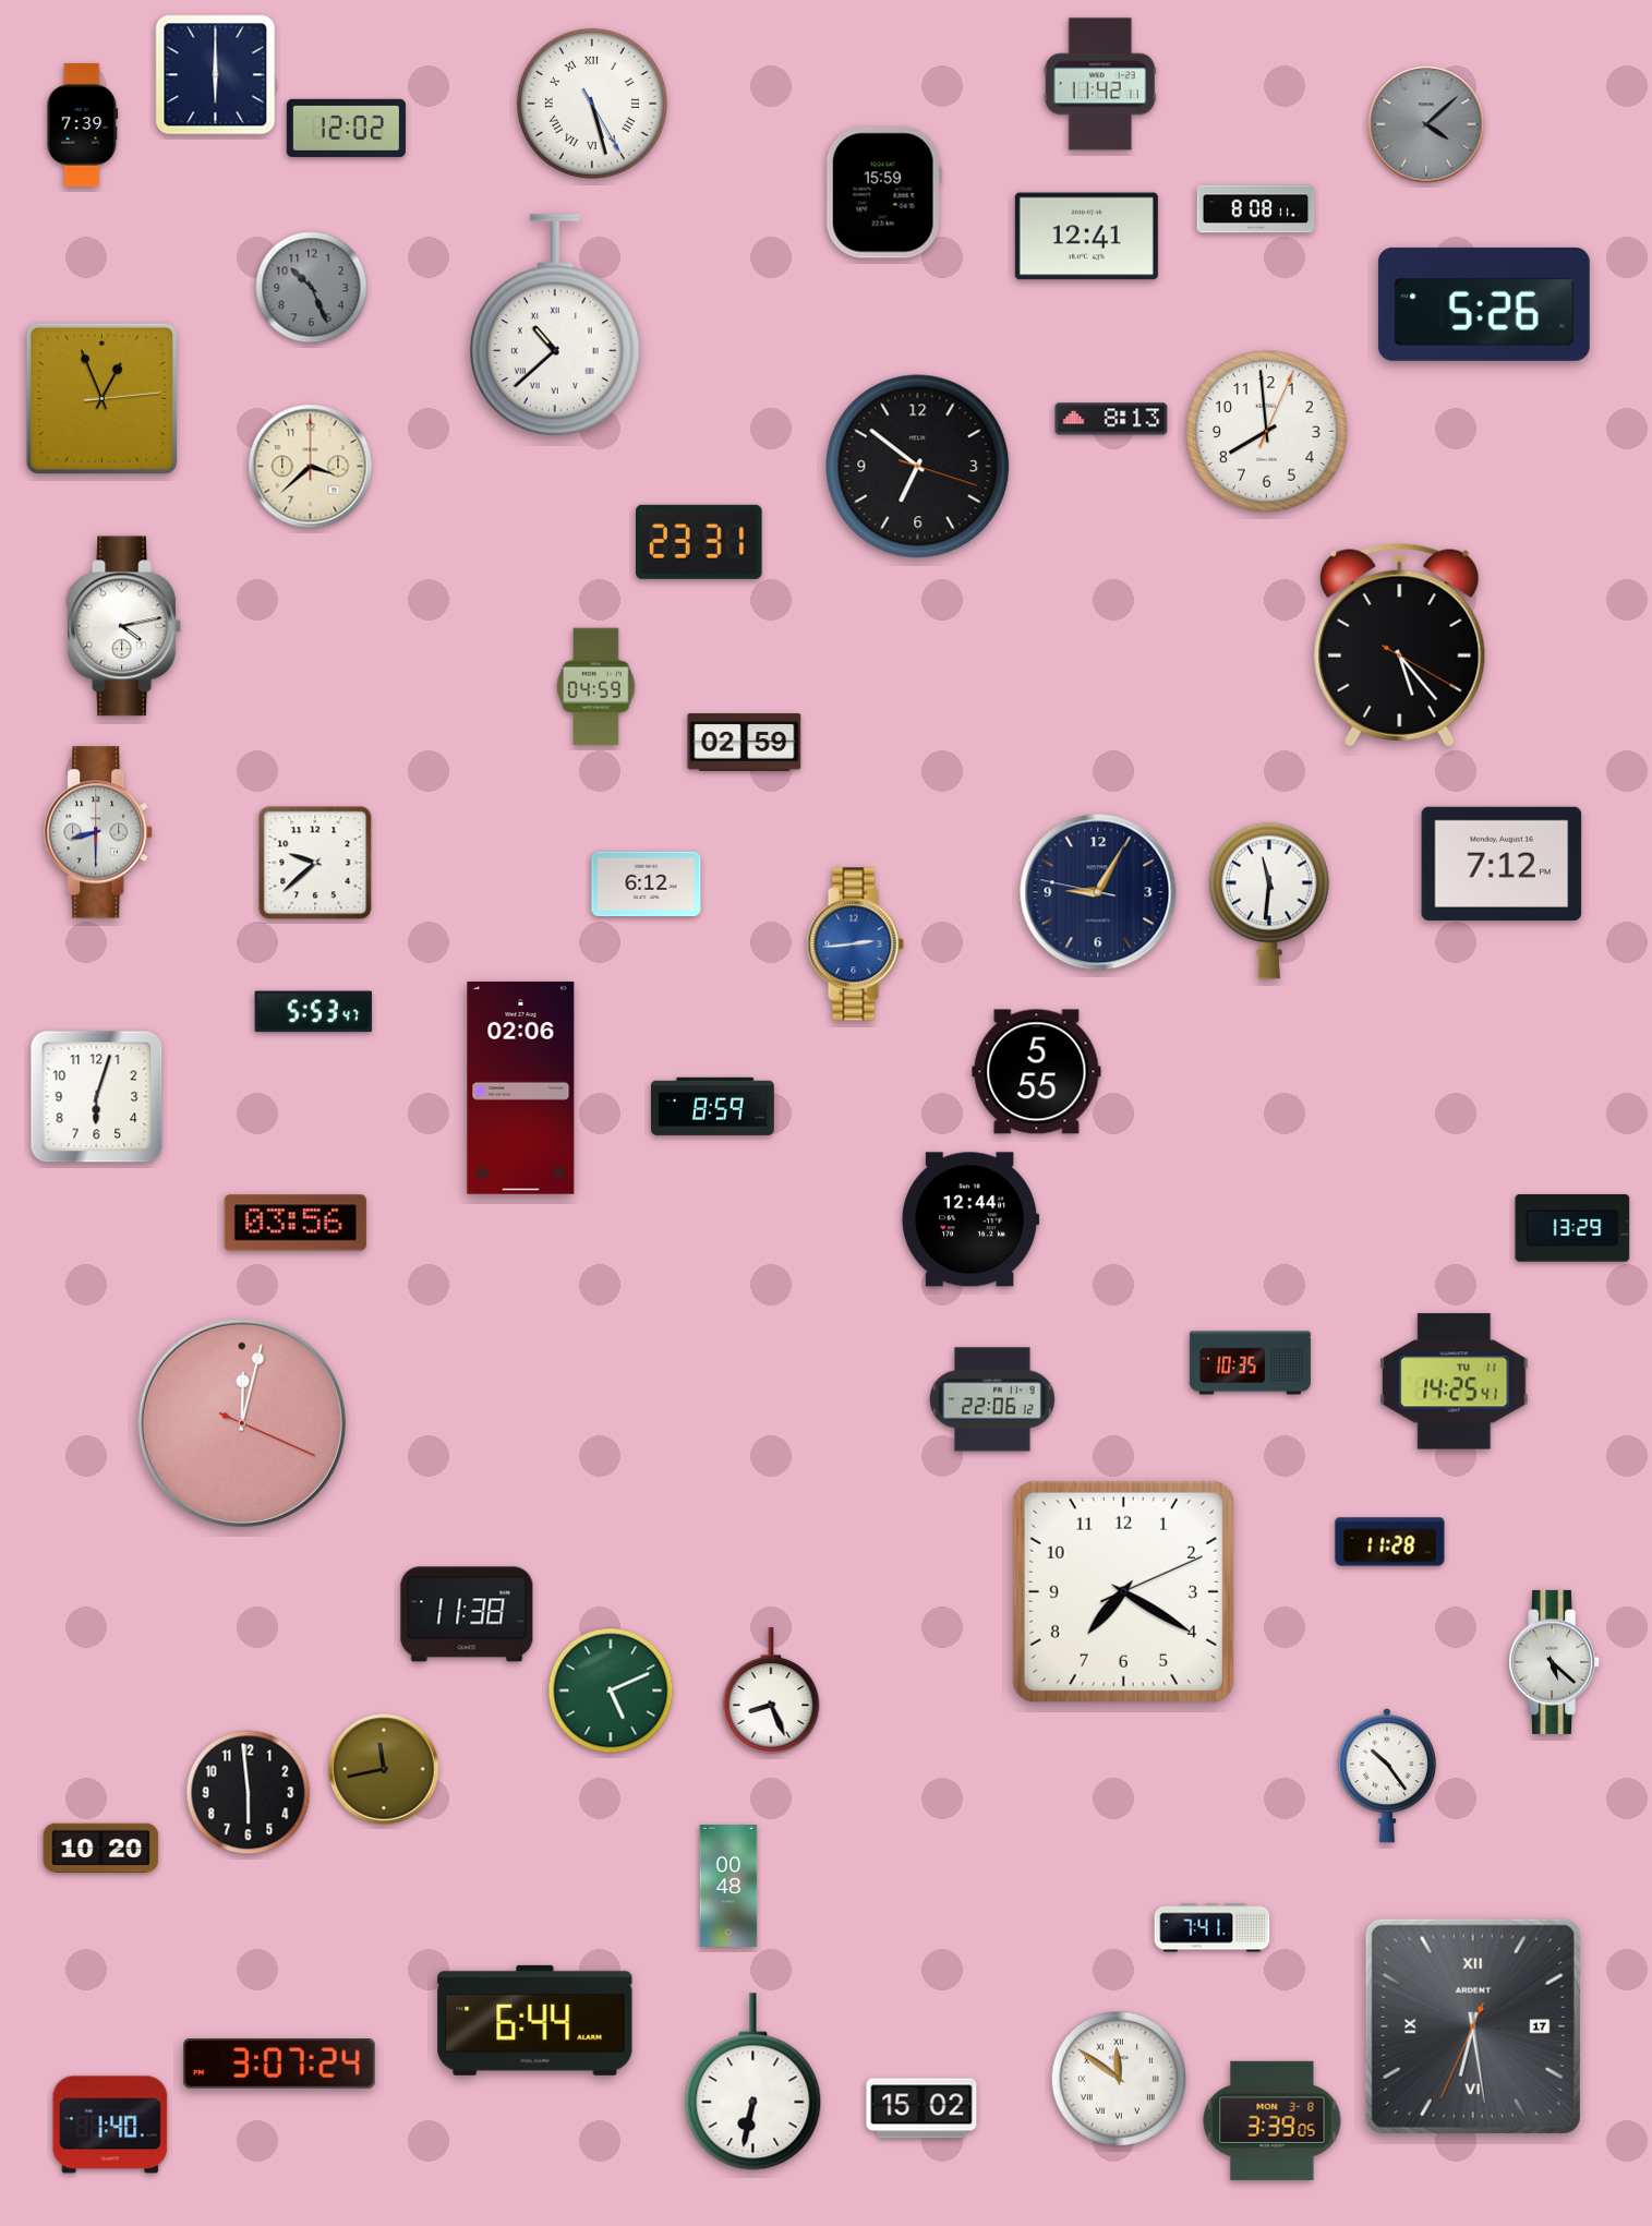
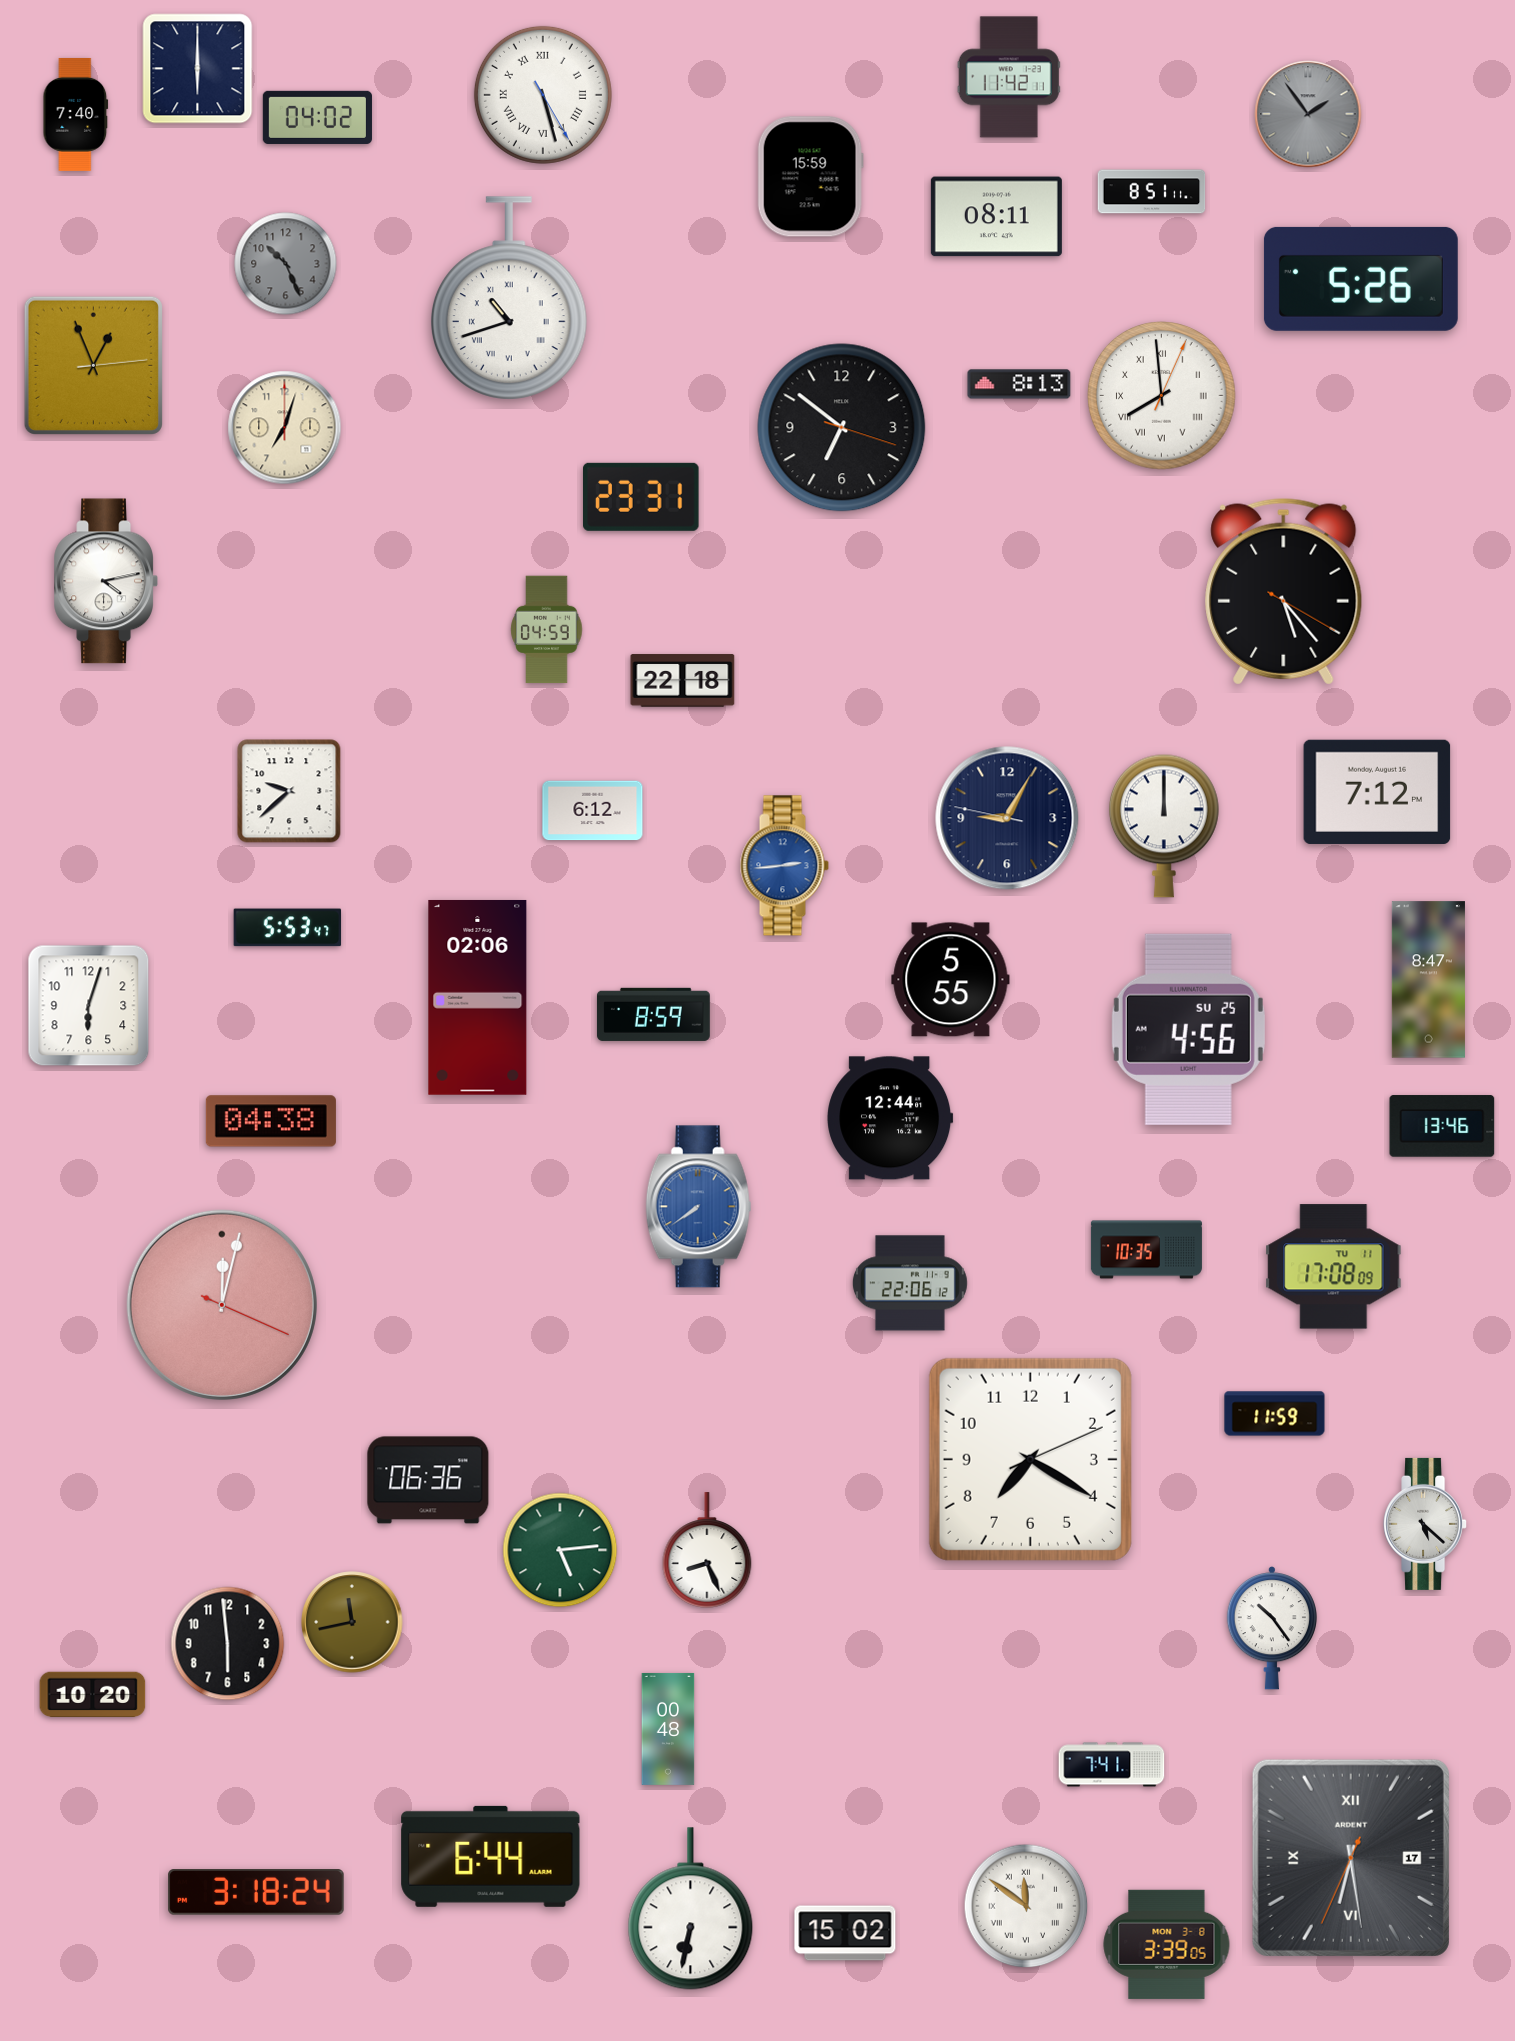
clock at (83, 124): 7:39 -> 7:40
clock at (1426, 124): 4:08 -> 1:54
clock at (346, 128): 12:02 -> 04:02
clock at (1256, 209): 8:08 -> 8:51
clock at (1086, 237): 12:41 -> 08:11
clock at (555, 325): 10:38 -> 10:42
clock at (1267, 432) numerals: Arabic -> Roman
clock at (311, 467): 3:38 -> 7:03
clock at (124, 626) position: (124, 626) -> (106, 581)
clock at (745, 743): 02:59 -> 22:18
clock at (99, 832): 8:30 -> none
clock at (1269, 901): 11:31 -> 12:00
clock at (1428, 980): none -> 8:47
clock at (1037, 1072) position: (1037, 1072) -> (951, 980)
clock at (1188, 1029): none -> 4:56
clock at (296, 1223): 03:56 -> 04:38
clock at (1572, 1228): 13:29 -> 13:46
clock at (699, 1207): none -> 7:39
clock at (1455, 1382): 14:25 -> 17:08
clock at (1390, 1542): 11:28 -> 11:59
clock at (467, 1614): 11:38 -> 06:36
clock at (611, 1690): 5:11 -> 5:14
clock at (1213, 1928) position: (1213, 1928) -> (1112, 1765)
clock at (535, 2020) position: (535, 2020) -> (491, 1856)
clock at (279, 2063): 3:07 -> 3:18
clock at (110, 2125): 1:40 -> none
